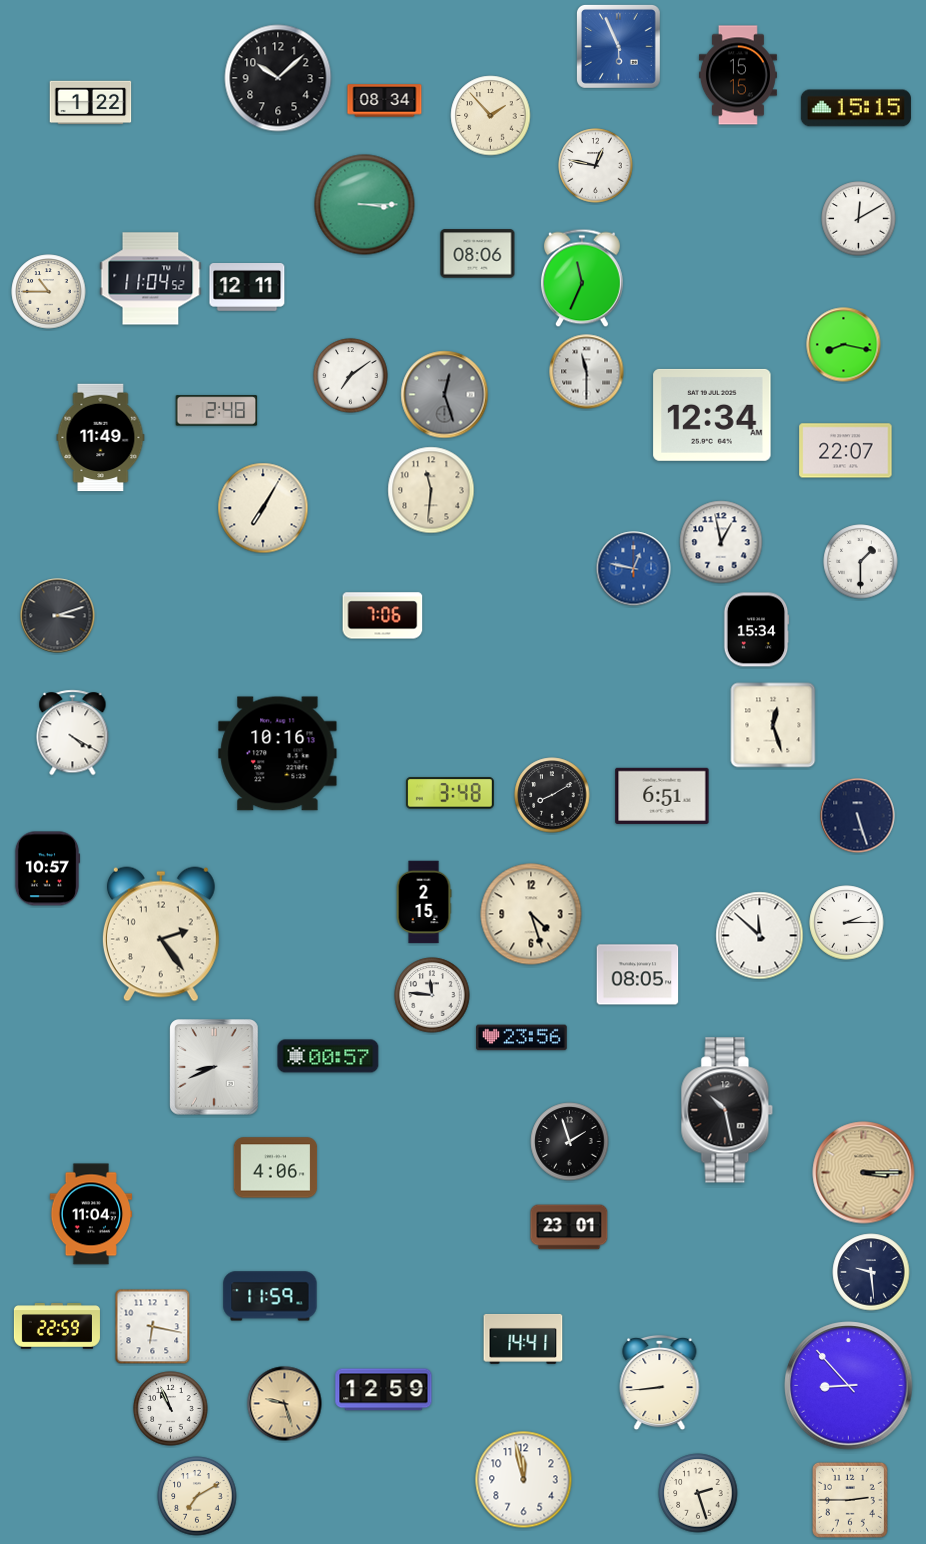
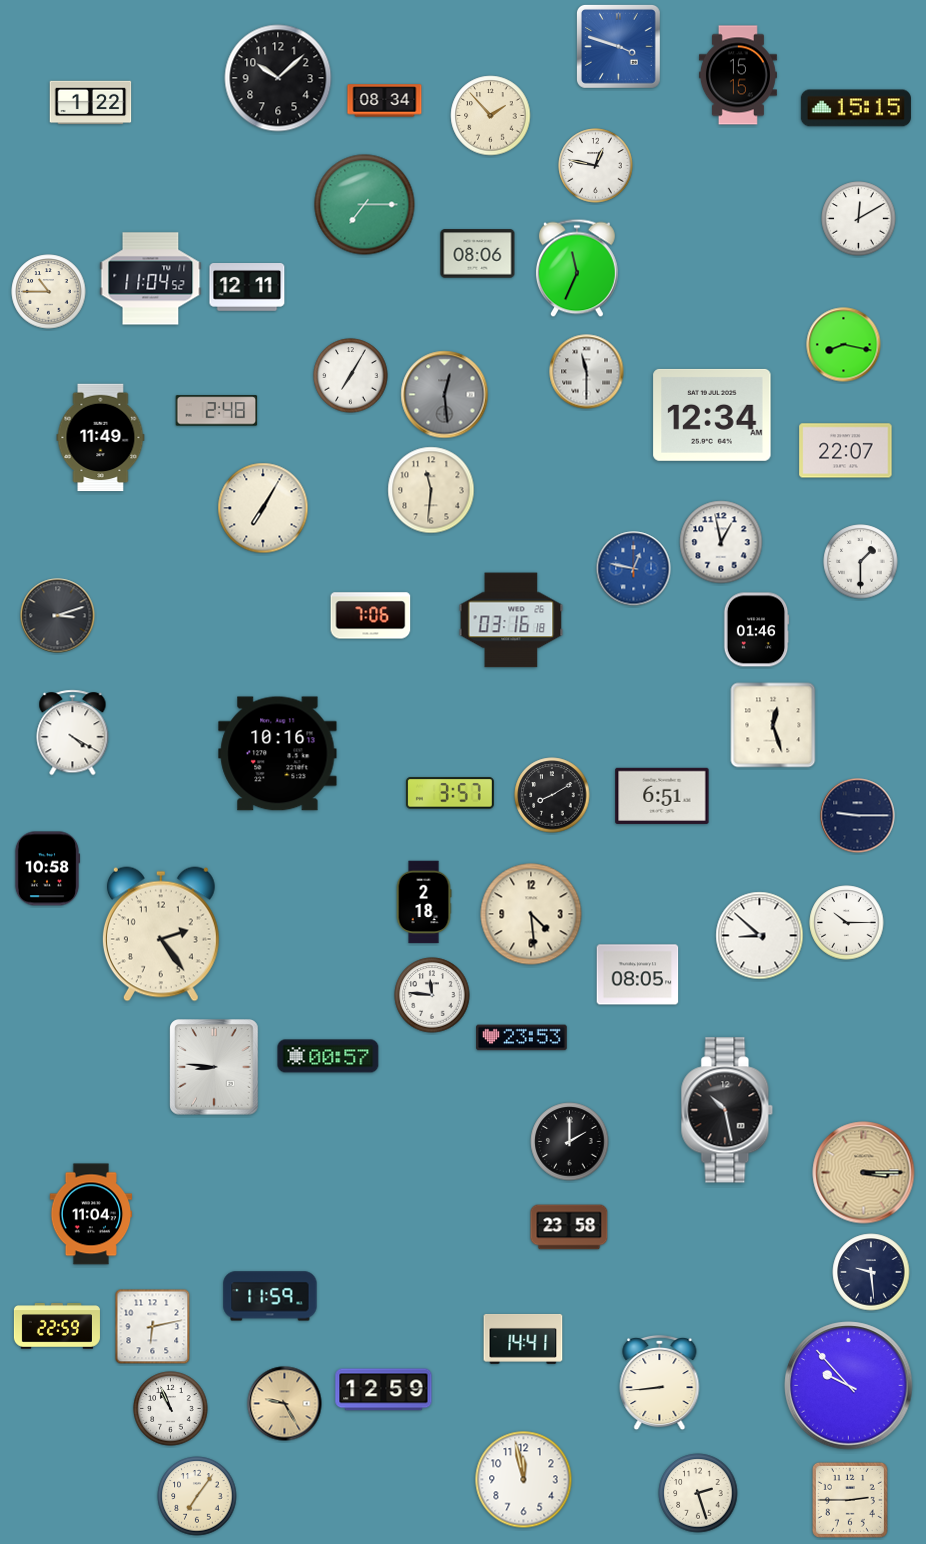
clock at (618, 46): 5:56 -> 3:48
clock at (365, 205): 3:15 -> 7:15
clock at (582, 278) position: (582, 278) -> (577, 268)
clock at (351, 376): 7:09 -> 7:05
clock at (445, 395): 12:27 -> 12:29
clock at (383, 616) position: (383, 616) -> (371, 616)
clock at (511, 620): none -> 03:16
clock at (756, 630): 15:34 -> 01:46
clock at (450, 793): 3:48 -> 3:57
clock at (858, 816): 5:27 -> 9:15
clock at (47, 869): 10:57 -> 10:58
clock at (424, 902): 2:15 -> 2:18
clock at (531, 914): 4:27 -> 4:29
clock at (847, 923): 2:15 -> 10:15
clock at (760, 936): 11:52 -> 8:52
clock at (522, 1038): 23:56 -> 23:53
clock at (214, 1067): 8:41 -> 8:46
clock at (570, 1142): 1:57 -> 2:00
clock at (276, 1168): 4:06 -> none
clock at (569, 1227): 23:01 -> 23:58
clock at (153, 1327): 6:17 -> 6:13
clock at (849, 1386): 8:53 -> 9:53
clock at (285, 1404): 9:27 -> 9:25
clock at (197, 1496): 7:10 -> 7:06
